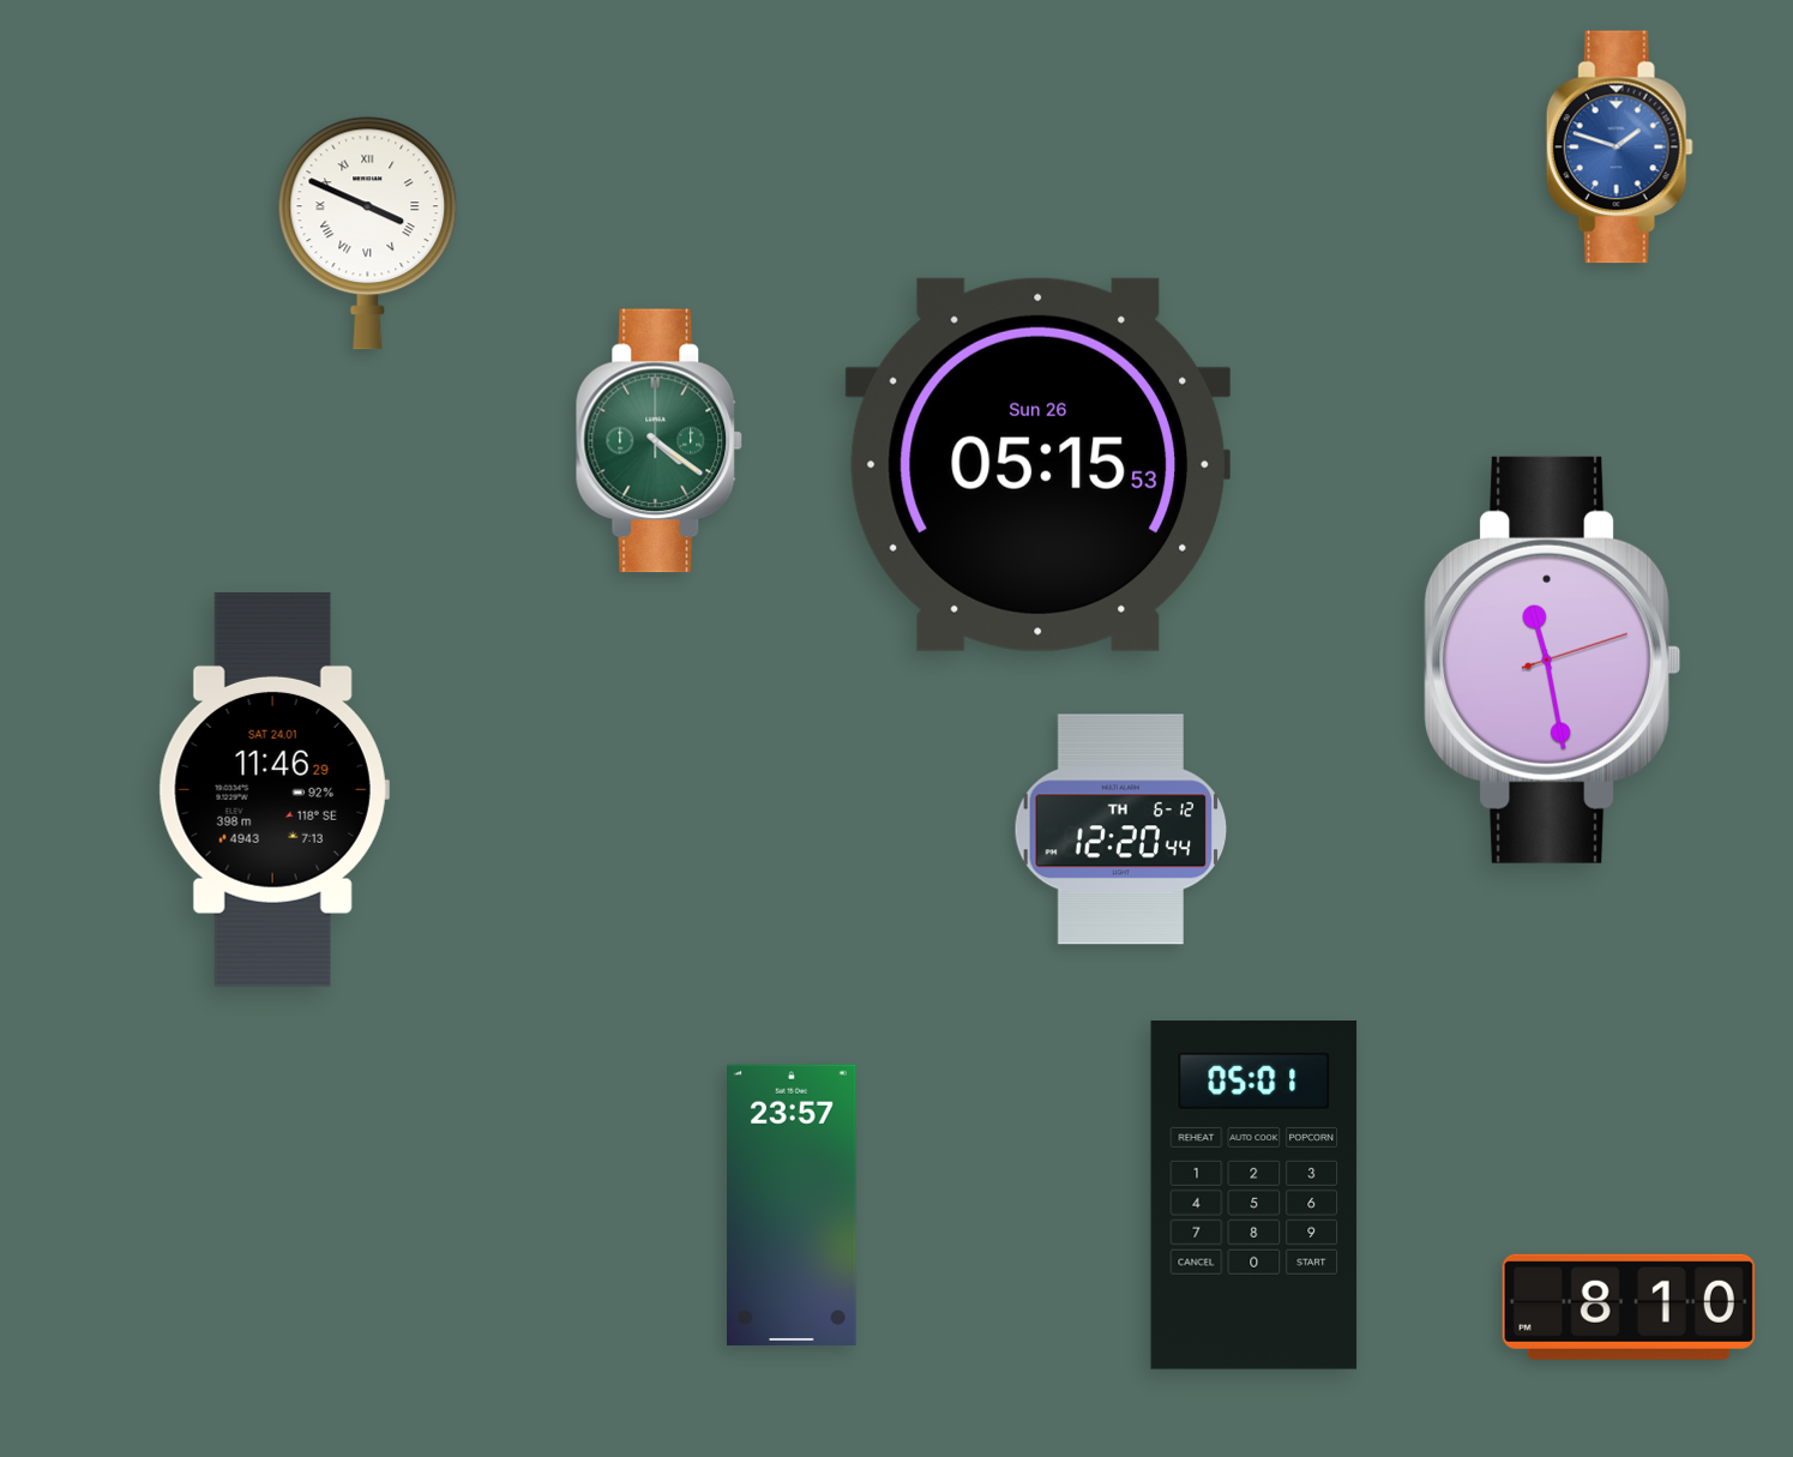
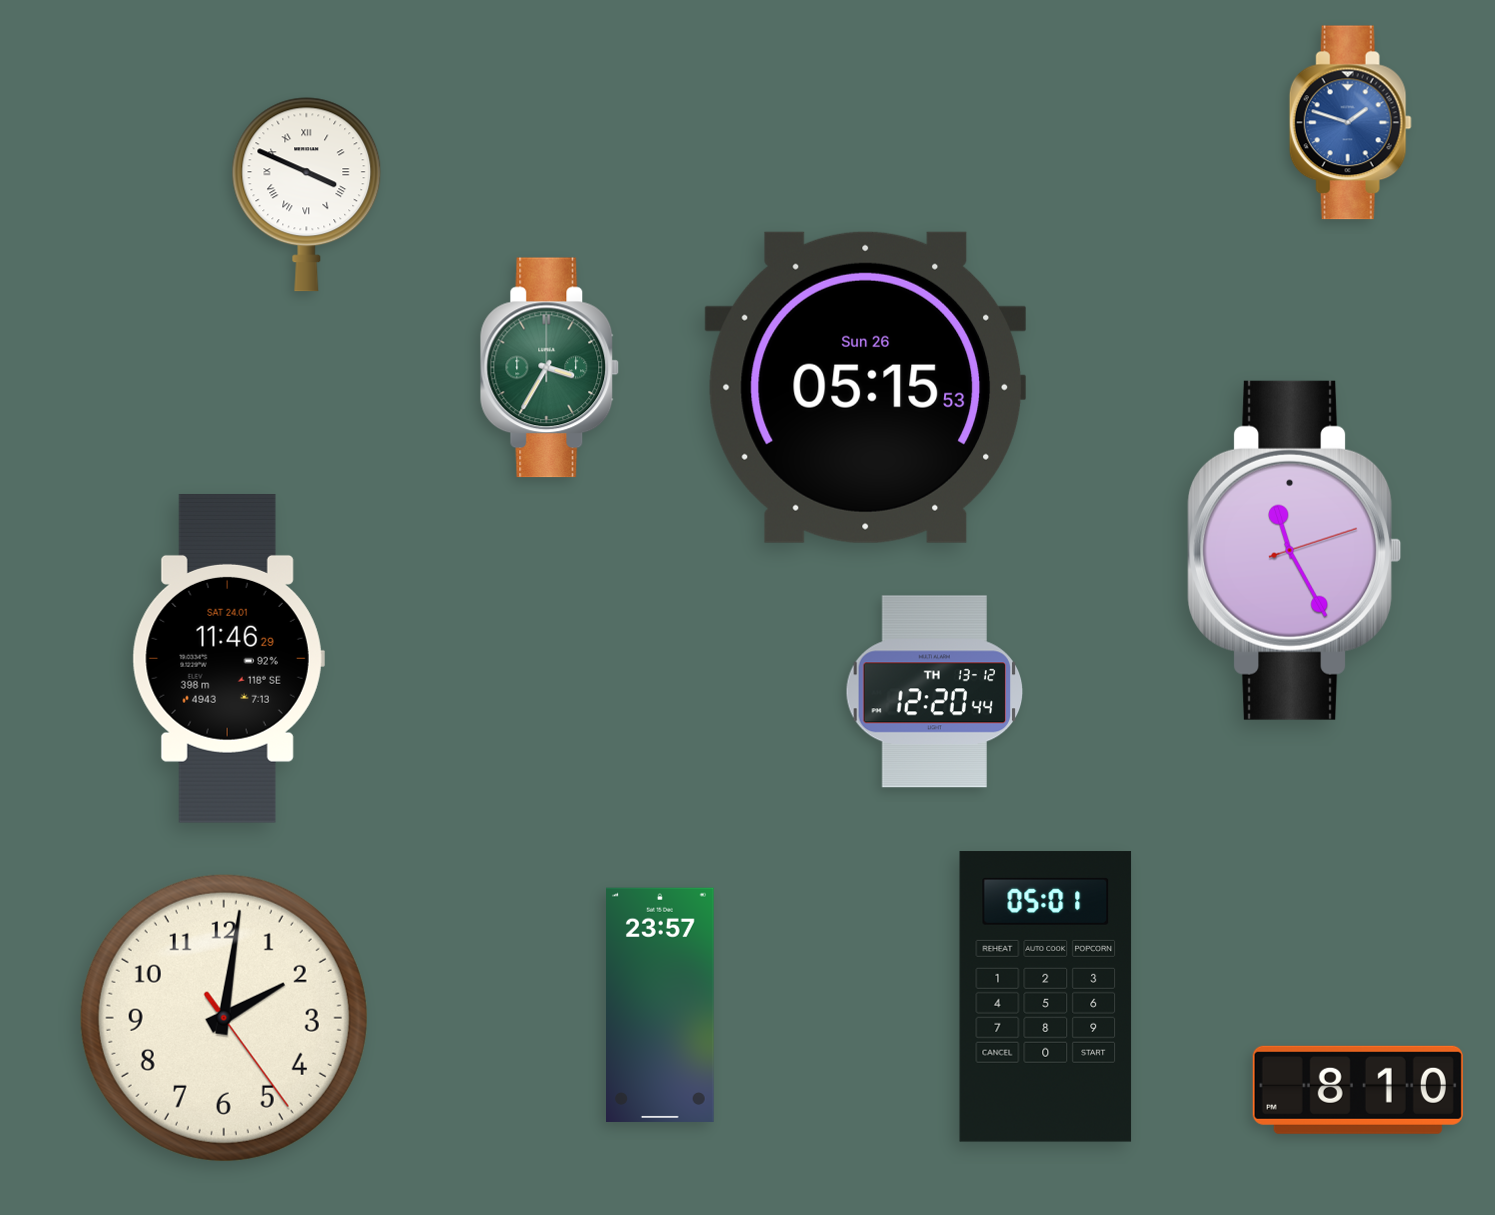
clock at (660, 441): 4:21 -> 3:35
clock at (1553, 660): 11:28 -> 11:25
clock at (1121, 830) date: TH 6-12 -> TH 13-12
clock at (224, 1018): none -> 2:01
